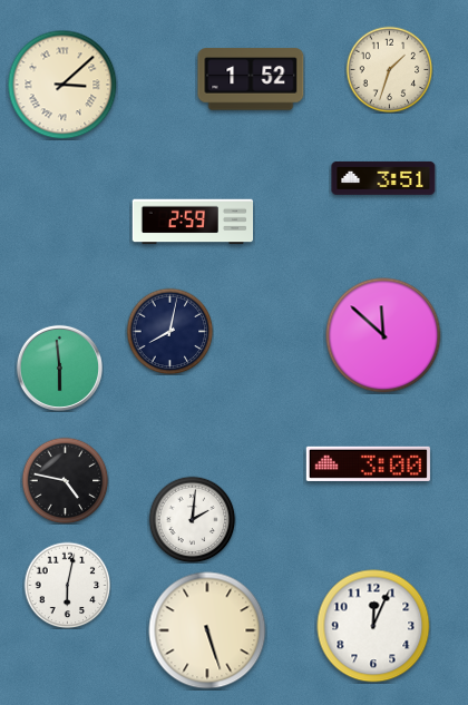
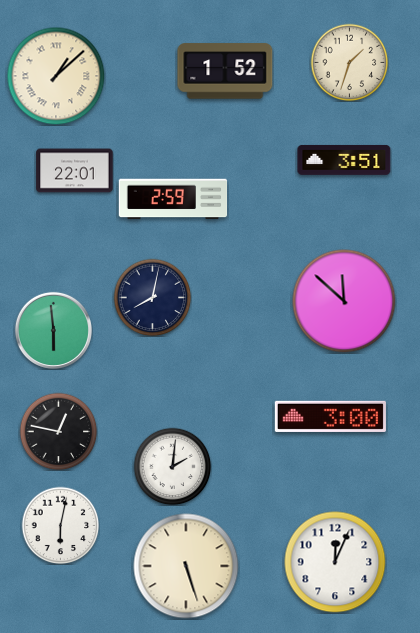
clock at (62, 85): 3:08 -> 1:08
clock at (75, 171): none -> 22:01
clock at (65, 480): 4:47 -> 12:47
